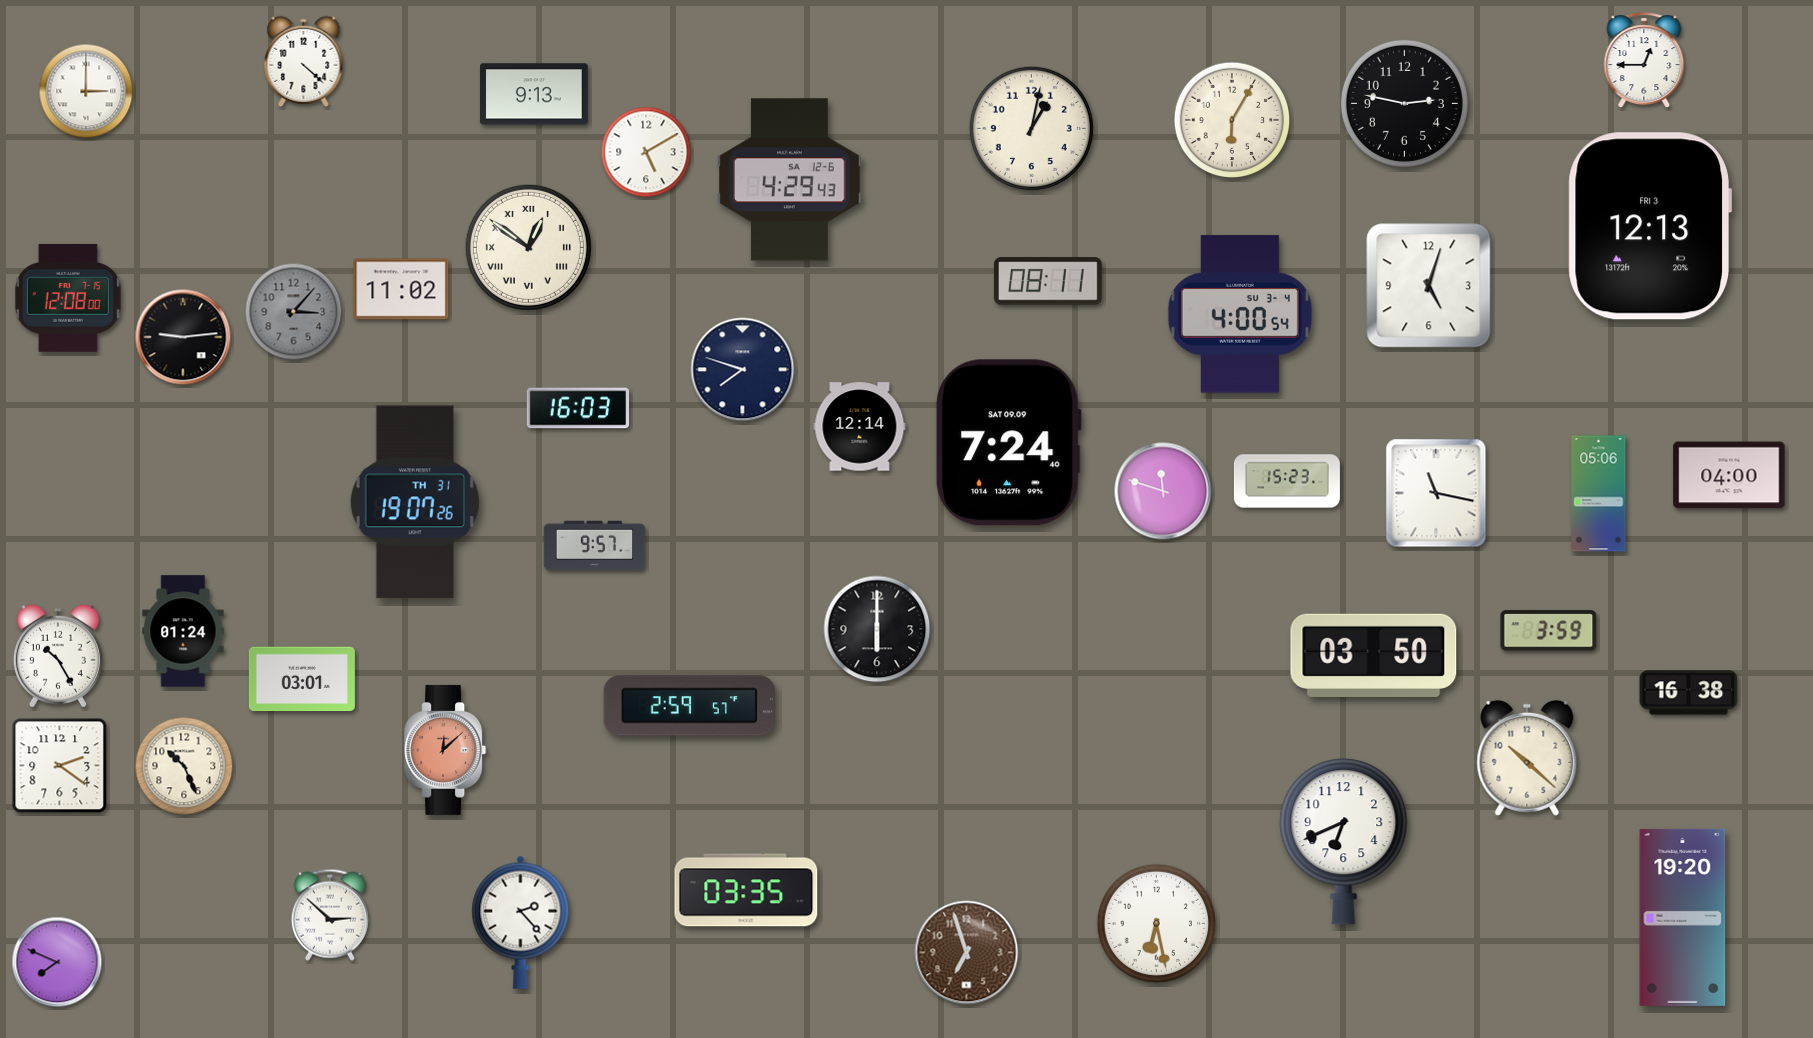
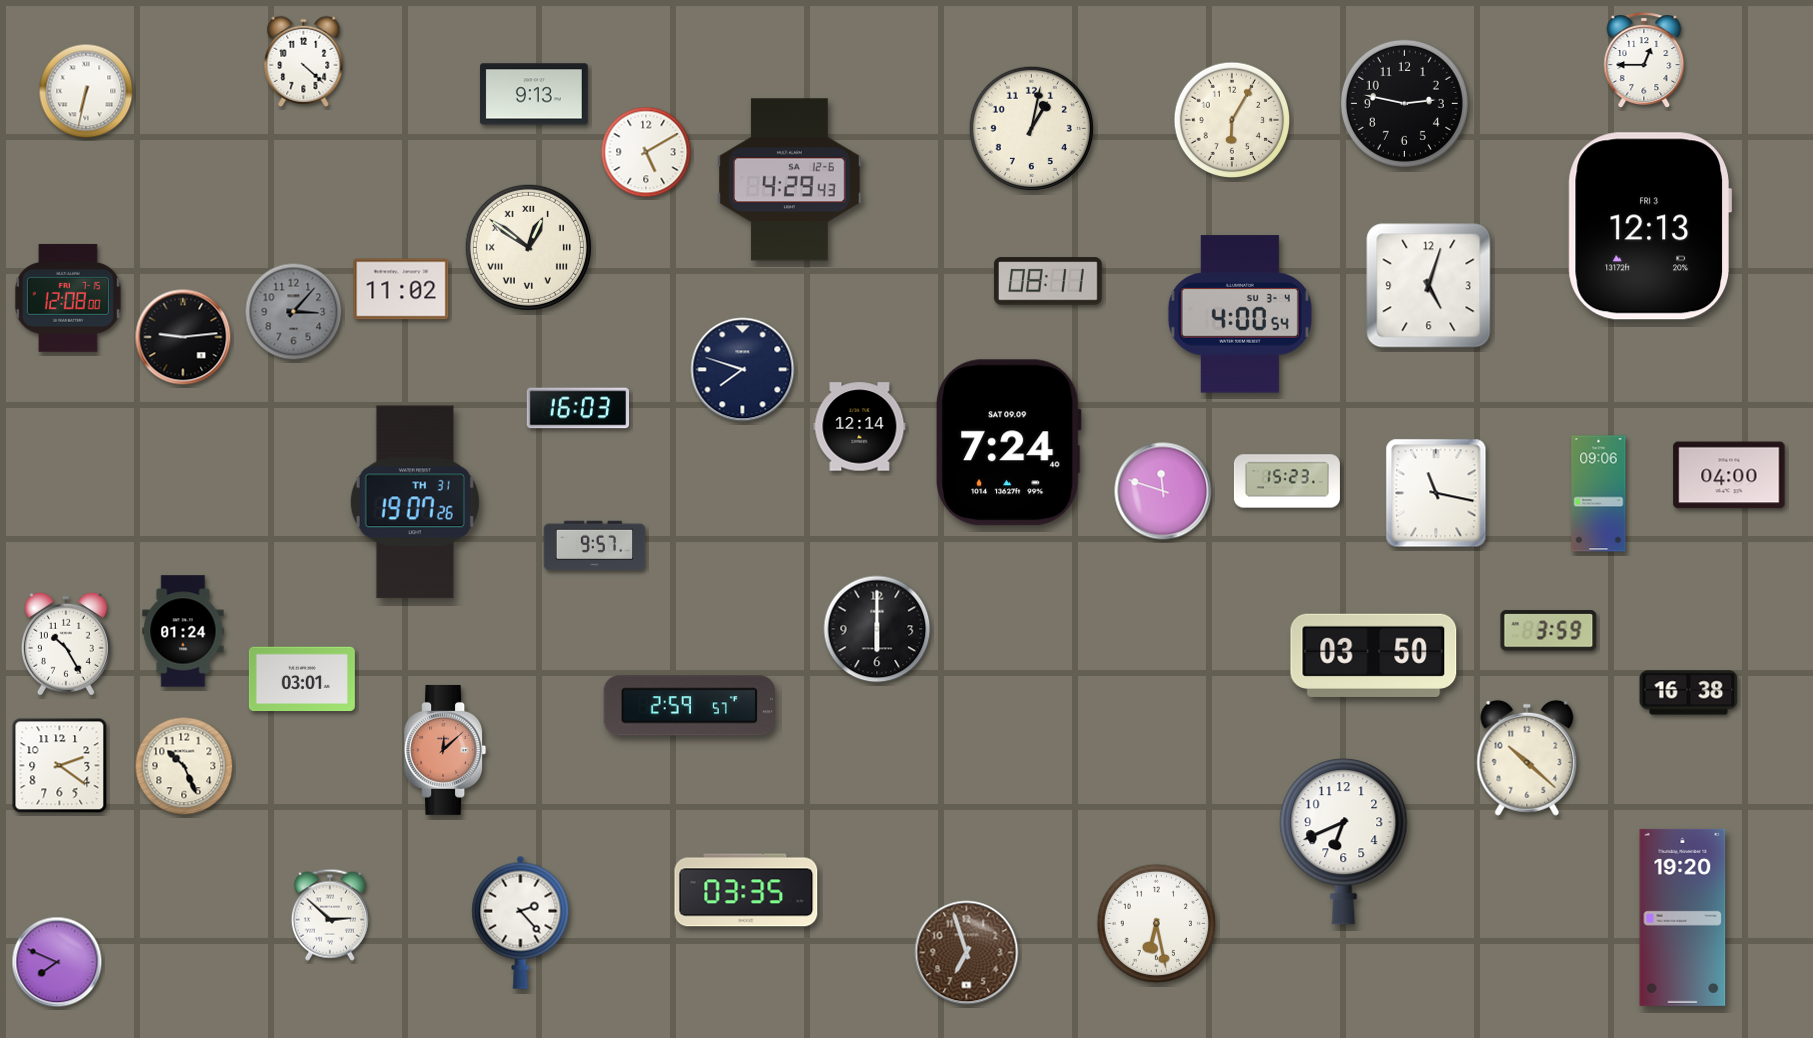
clock at (86, 91): 3:00 -> 6:32
clock at (1599, 494): 05:06 -> 09:06
clock at (58, 656) position: (58, 656) -> (66, 644)
